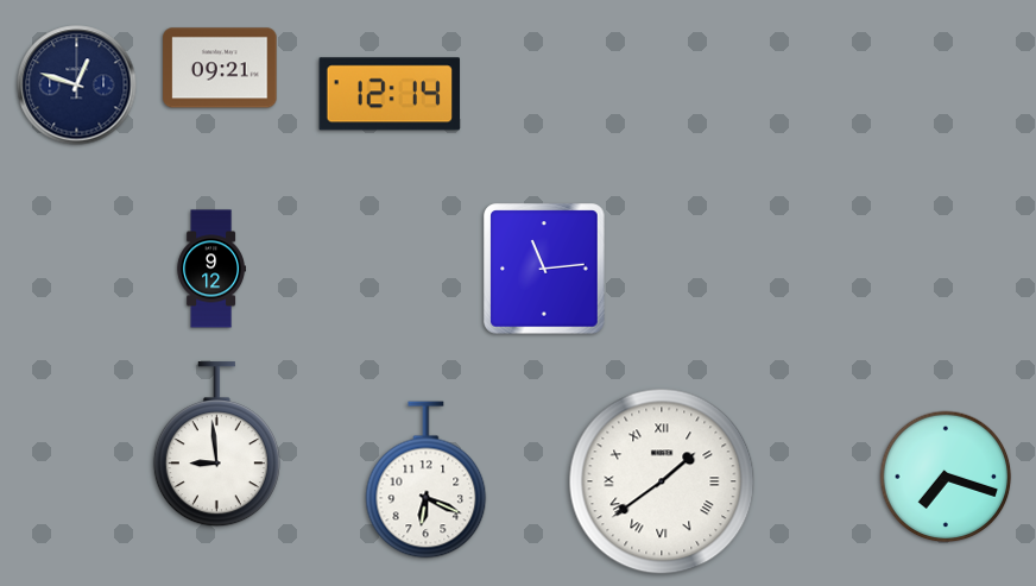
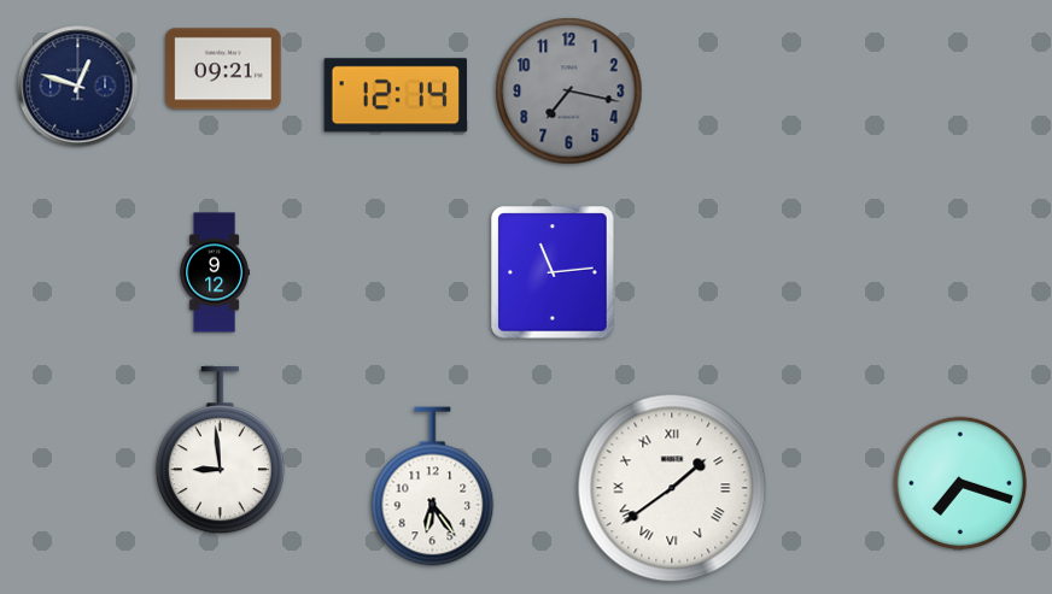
clock at (569, 92): none -> 7:17
clock at (427, 480): 6:19 -> 6:24
